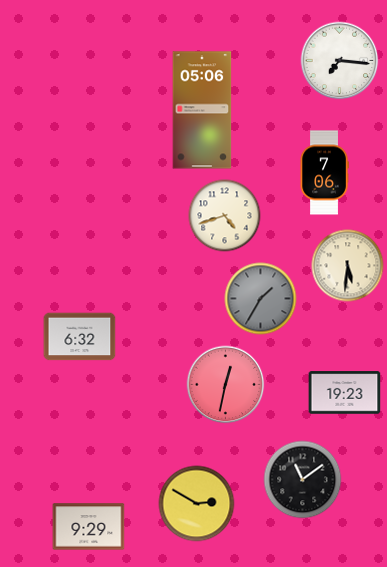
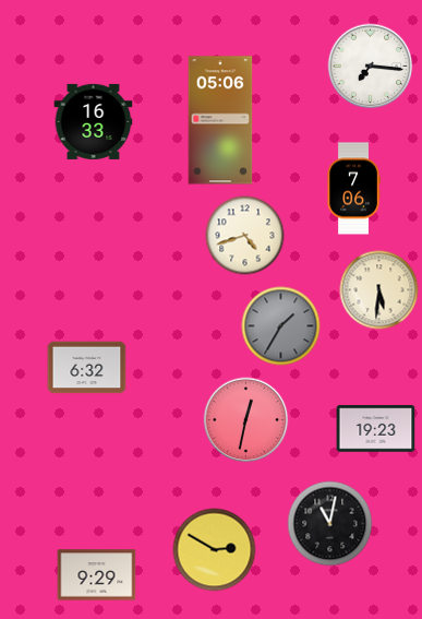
clock at (94, 121): none -> 16:33
clock at (261, 299) position: (261, 299) -> (281, 326)
clock at (303, 480): 11:09 -> 11:02
